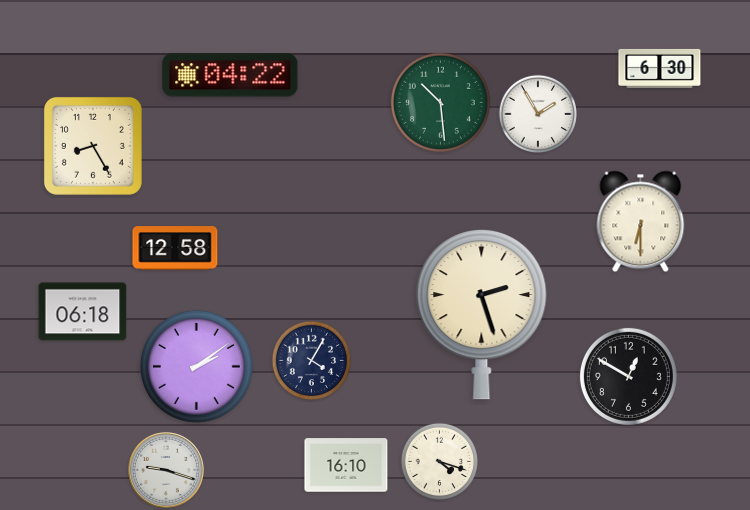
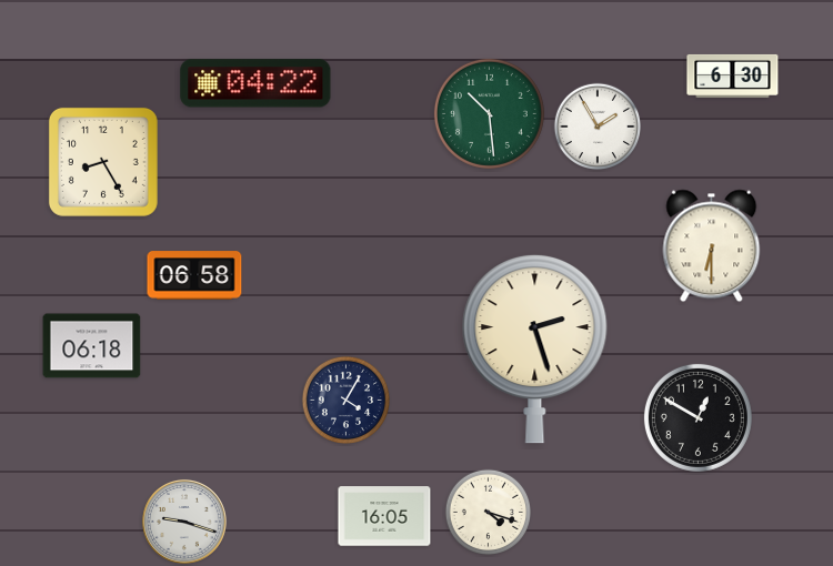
clock at (175, 248): 12:58 -> 06:58
clock at (196, 366): 2:09 -> none
clock at (346, 465): 16:10 -> 16:05
